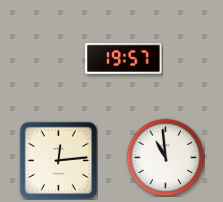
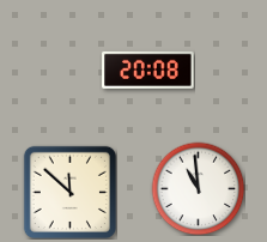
clock at (124, 58): 19:57 -> 20:08
clock at (58, 160): 12:14 -> 11:52
